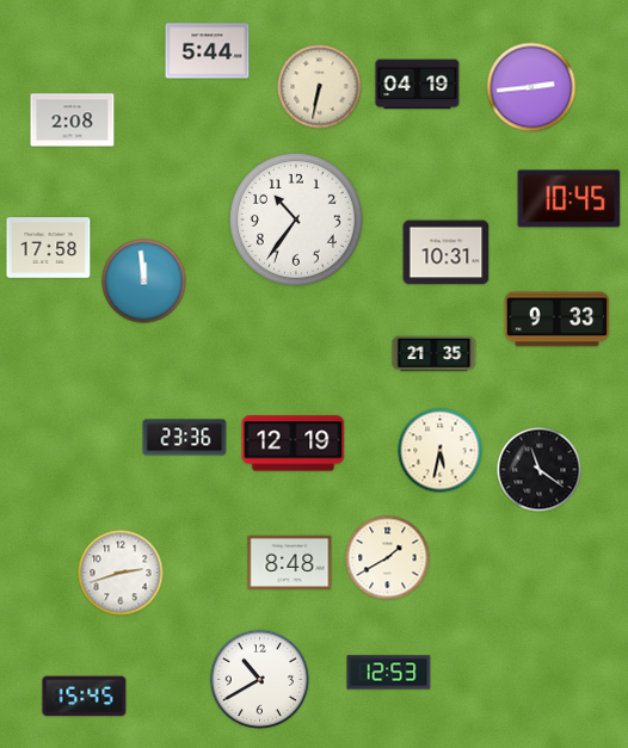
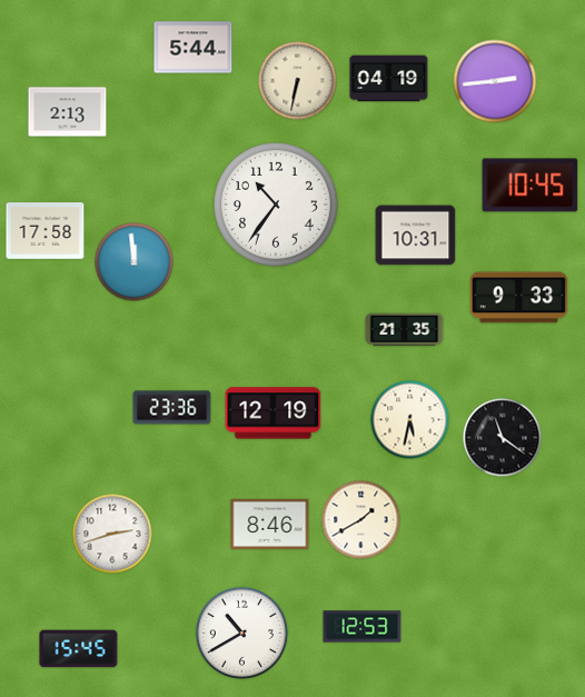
clock at (73, 120): 2:08 -> 2:13
clock at (290, 562): 8:48 -> 8:46
